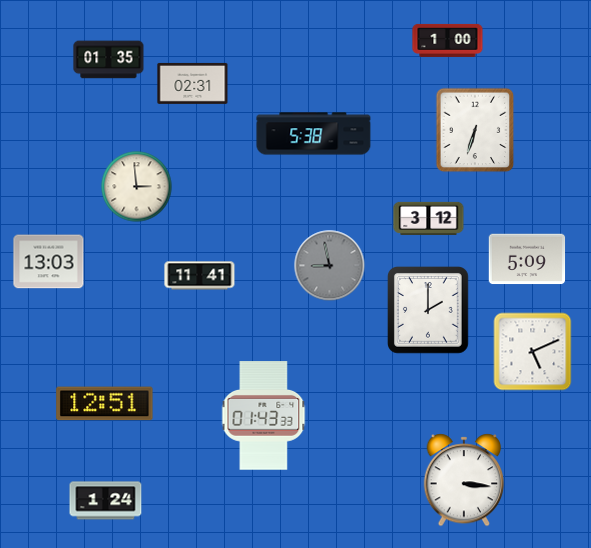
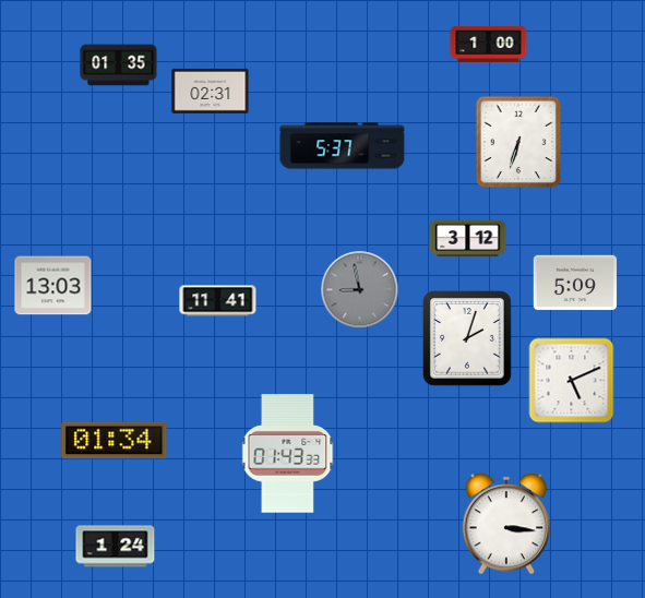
clock at (314, 134): 5:38 -> 5:37
clock at (137, 187): 2:59 -> none
clock at (429, 311): 2:00 -> 2:03
clock at (533, 352) position: (533, 352) -> (572, 381)
clock at (105, 404): 12:51 -> 01:34
